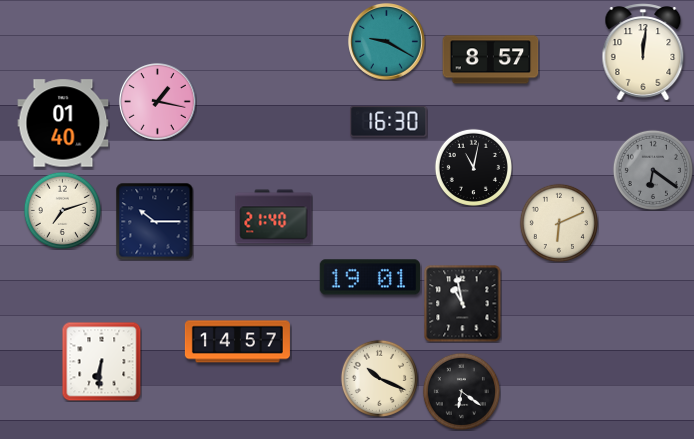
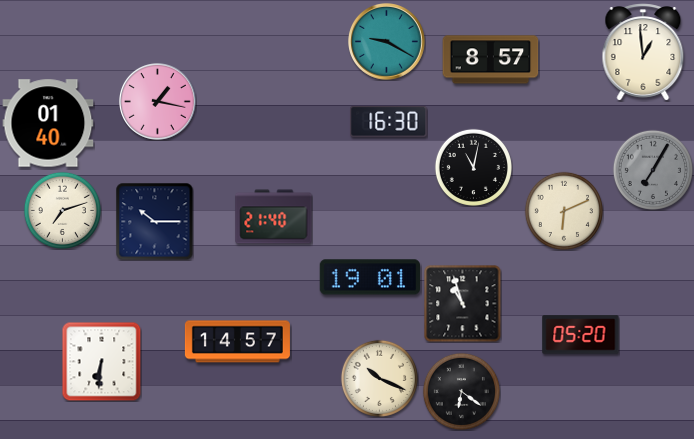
clock at (643, 52): 12:01 -> 12:59
clock at (63, 123) position: (63, 123) -> (48, 123)
clock at (652, 169): 6:21 -> 7:05
clock at (558, 222) position: (558, 222) -> (563, 210)
clock at (462, 303): 10:58 -> 10:57
clock at (581, 335): none -> 05:20
